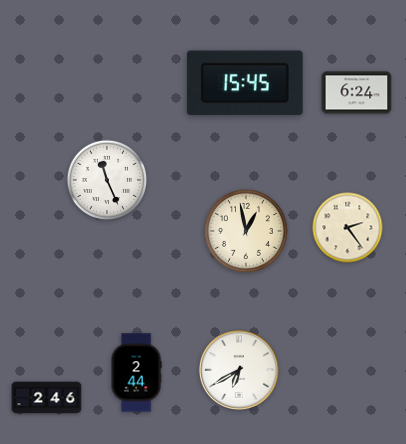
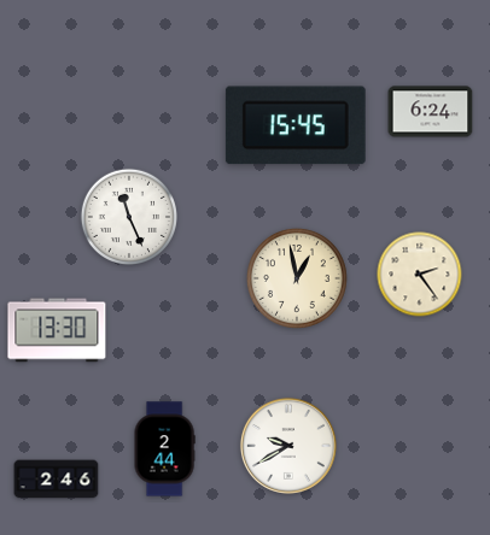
clock at (245, 83) position: (245, 83) -> (296, 125)
clock at (57, 330): none -> 13:30
clock at (239, 370): 6:40 -> 9:40
